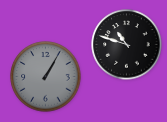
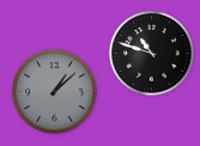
clock at (46, 77): 1:05 -> 1:08
